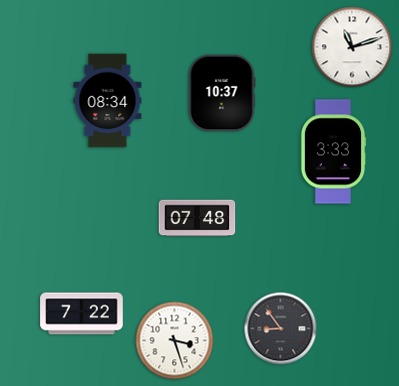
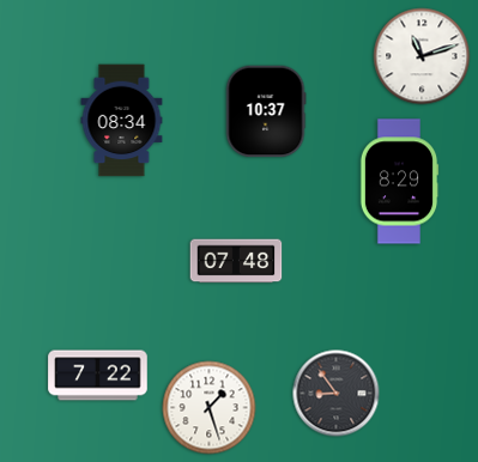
clock at (108, 101) position: (108, 101) -> (122, 121)
clock at (333, 152): 3:33 -> 8:29
clock at (175, 341): 3:27 -> 1:27
